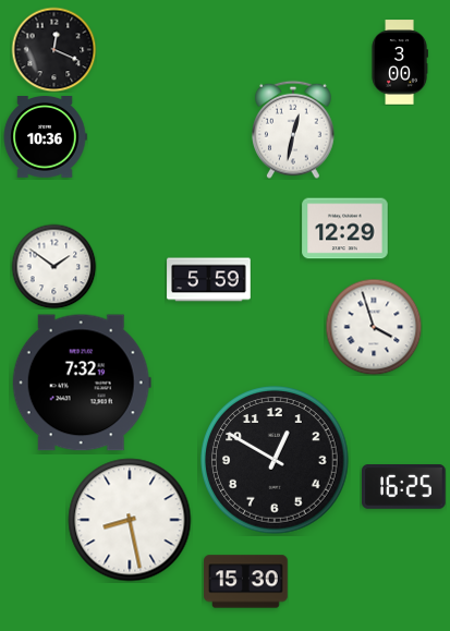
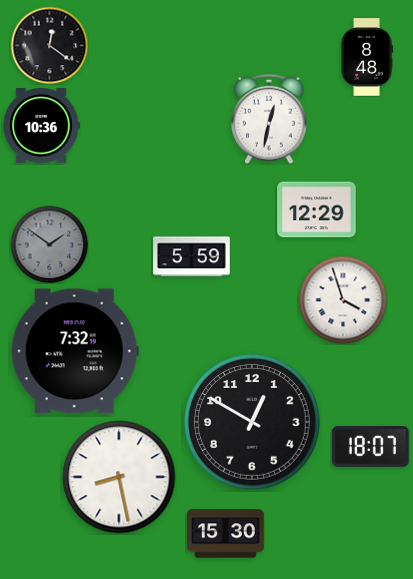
clock at (53, 49): 12:19 -> 12:21
clock at (400, 62): 3:00 -> 8:48
clock at (53, 266) dial: white -> grey
clock at (404, 487): 16:25 -> 18:07
